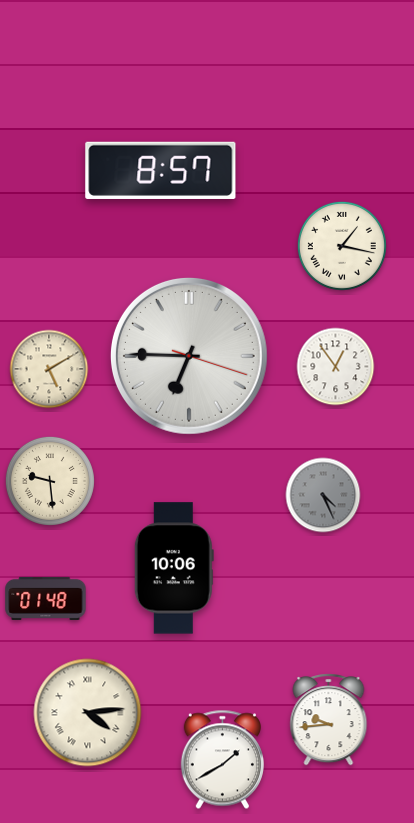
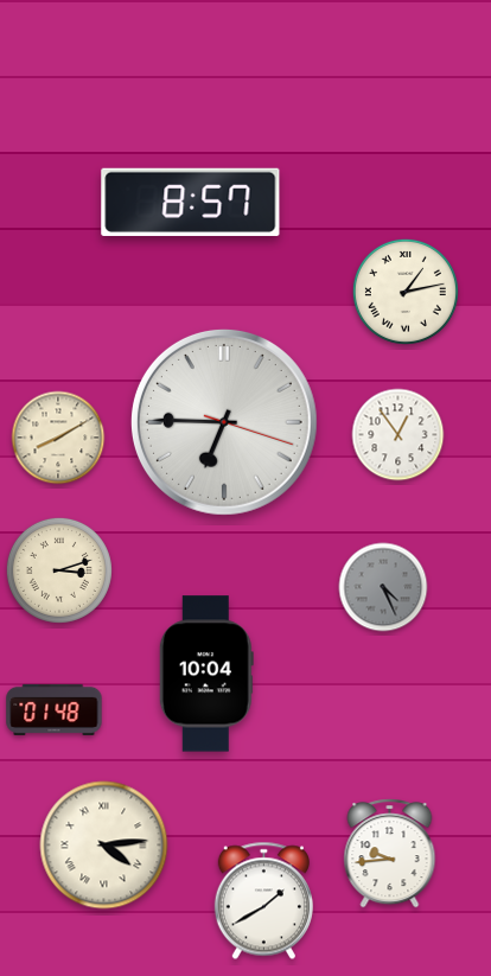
clock at (342, 246): 1:17 -> 1:13
clock at (49, 369): 5:10 -> 8:10
clock at (50, 481): 9:29 -> 3:12
clock at (174, 568): 10:06 -> 10:04
